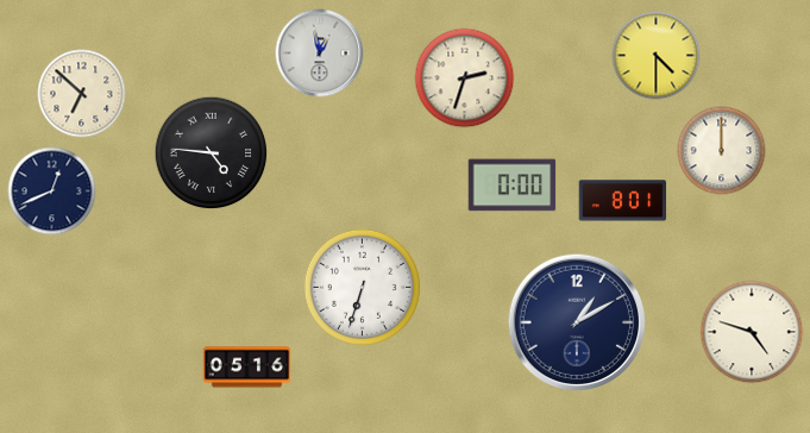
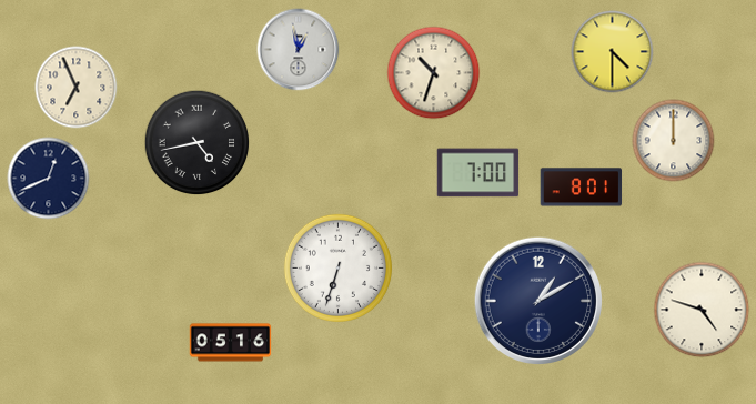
clock at (465, 79): 2:33 -> 10:33
clock at (82, 94): 6:52 -> 6:56
clock at (212, 153): 4:46 -> 4:43
clock at (513, 186): 0:00 -> 7:00
